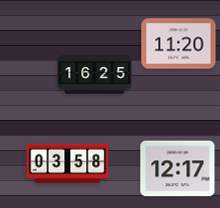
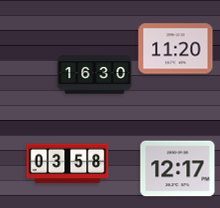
clock at (179, 44) position: (179, 44) -> (176, 49)
clock at (95, 75): 16:25 -> 16:30
